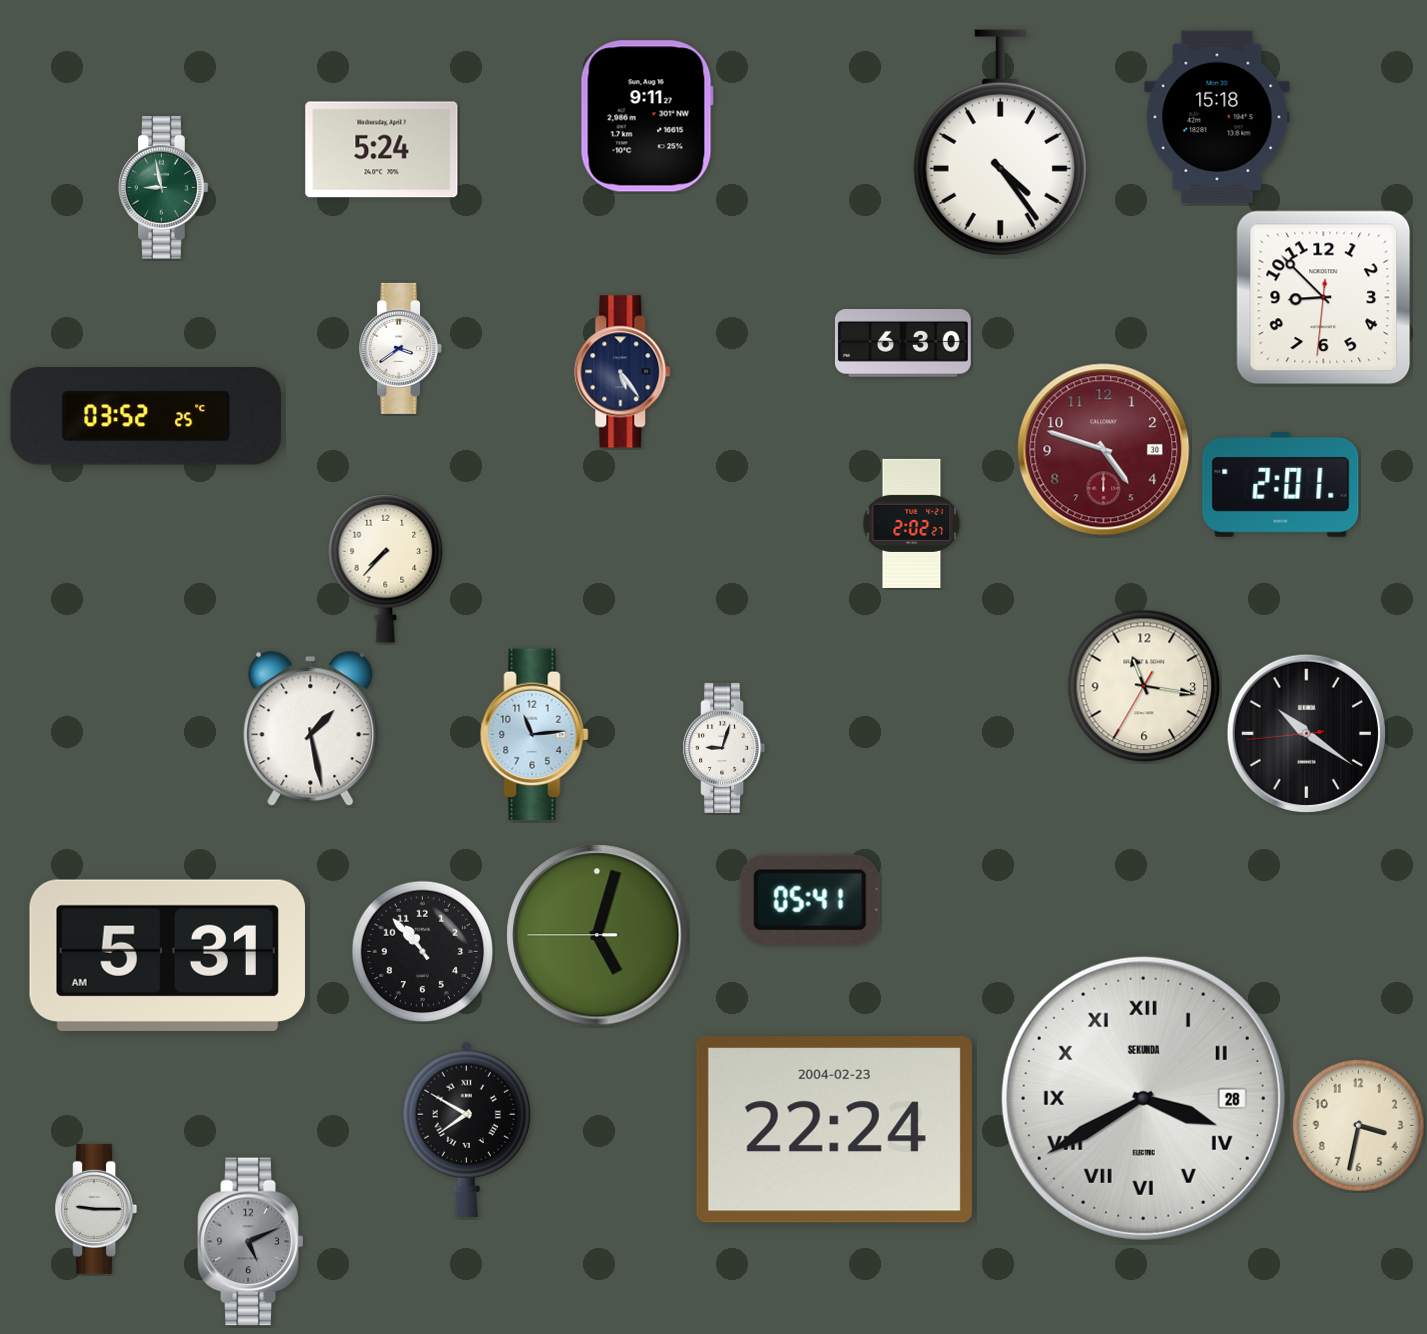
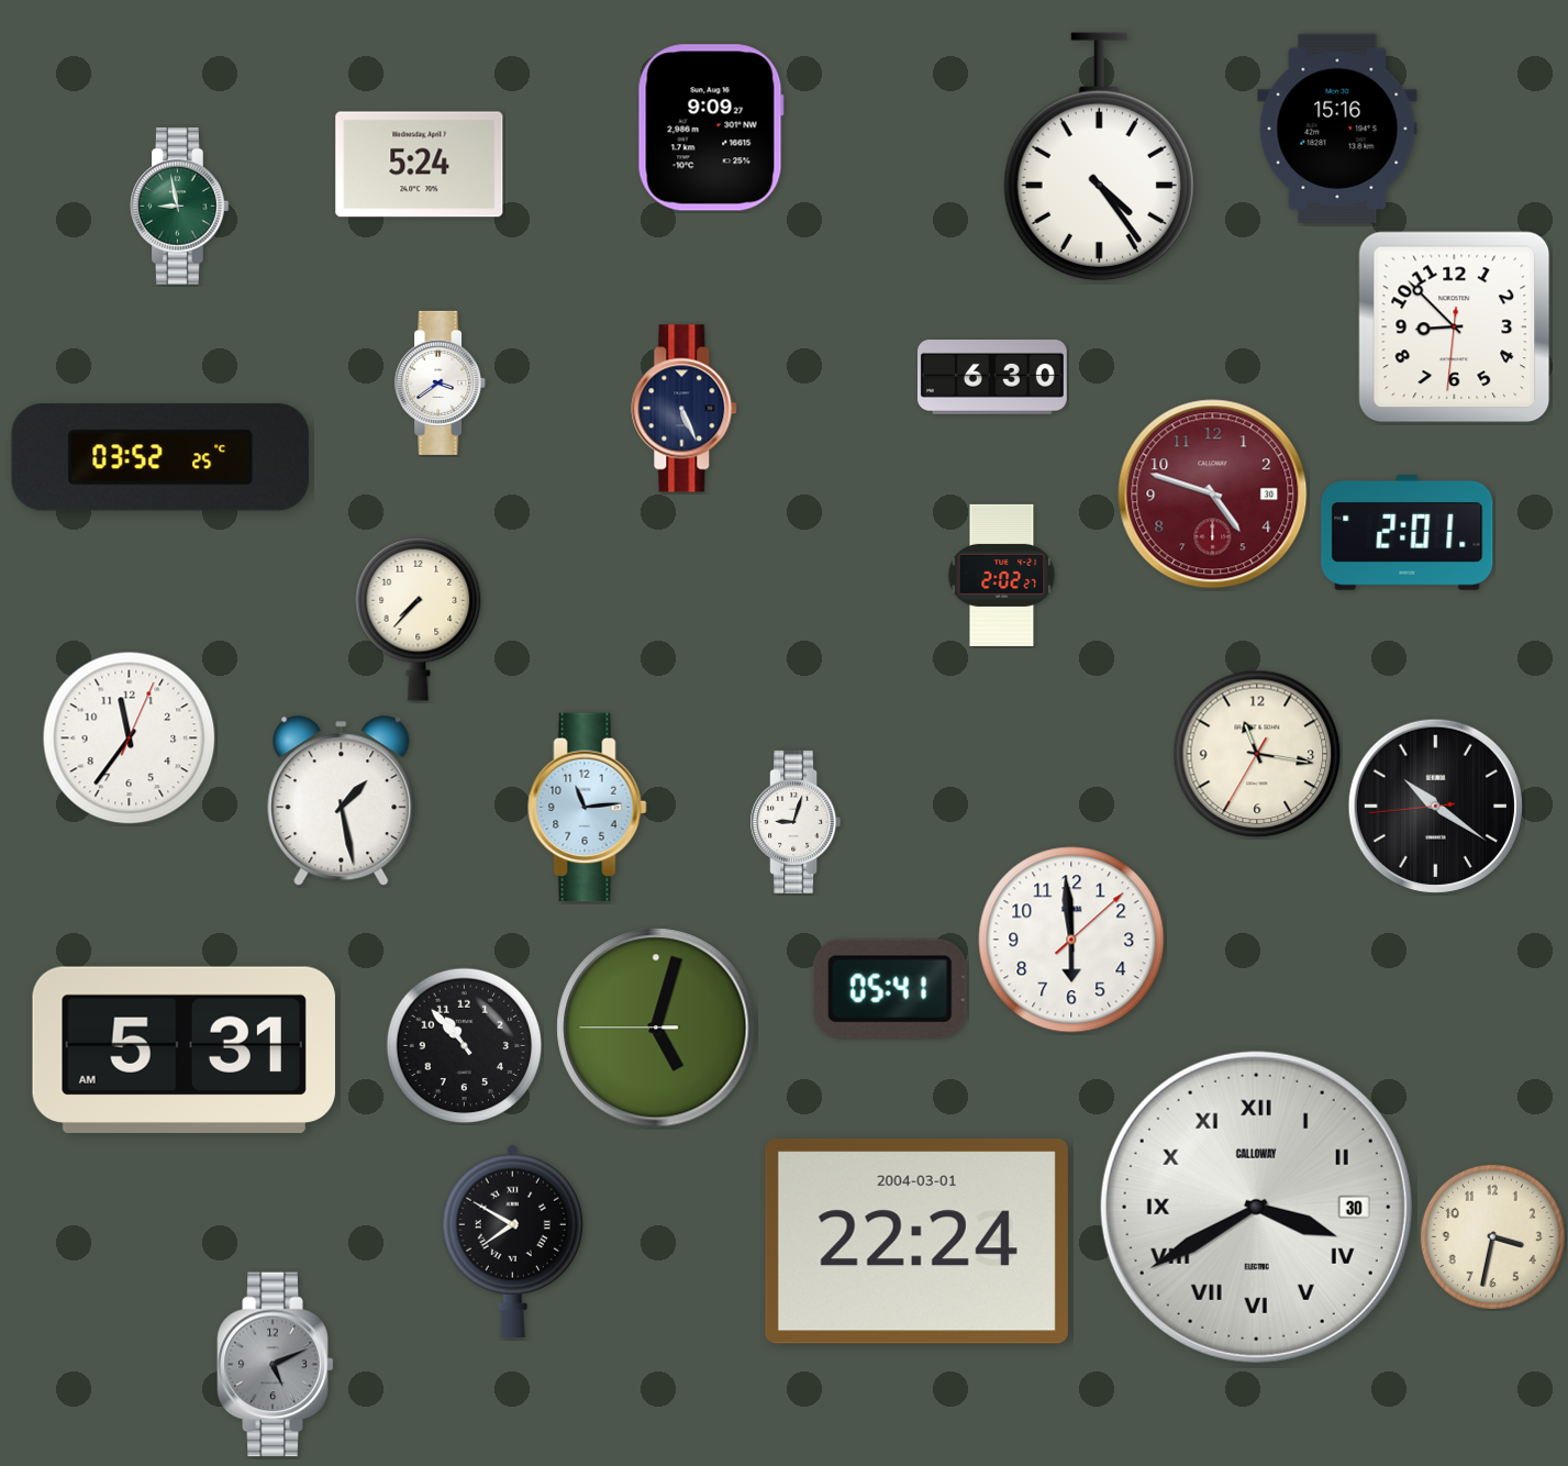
clock at (647, 116): 9:11 -> 9:09
clock at (1217, 117): 15:18 -> 15:16
clock at (623, 372): 5:24 -> 5:26
clock at (386, 568) position: (386, 568) -> (419, 619)
clock at (130, 738): none -> 11:36
clock at (1071, 940): none -> 5:59
clock at (1143, 1098) date: 28 -> 30
clock at (1143, 1098) brand: SEKUNDA -> CALLOWAY
clock at (834, 1130) date: 2004-02-23 -> 2004-03-01
clock at (96, 1209): 9:15 -> none
